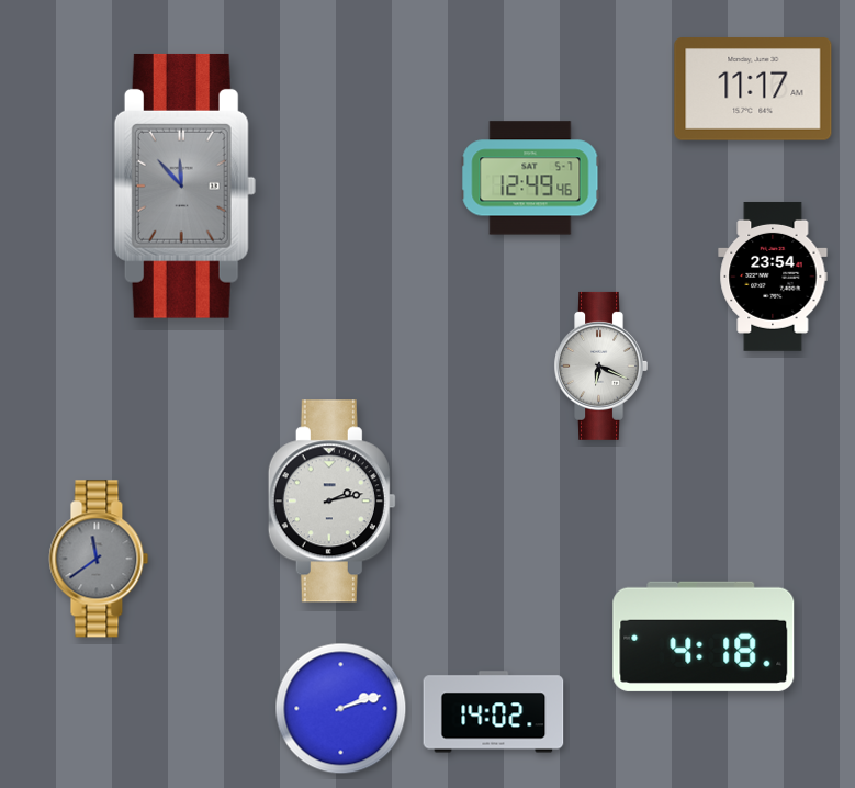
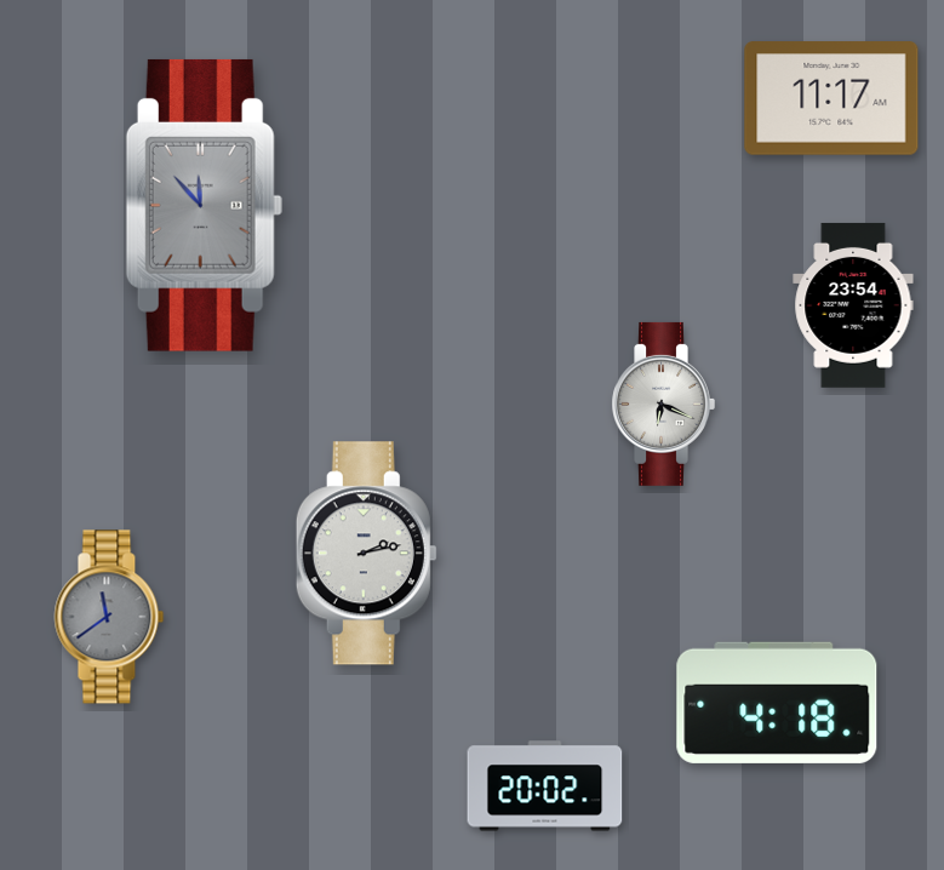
clock at (530, 178): 12:49 -> none
clock at (341, 709): 2:12 -> none
clock at (494, 712): 14:02 -> 20:02
